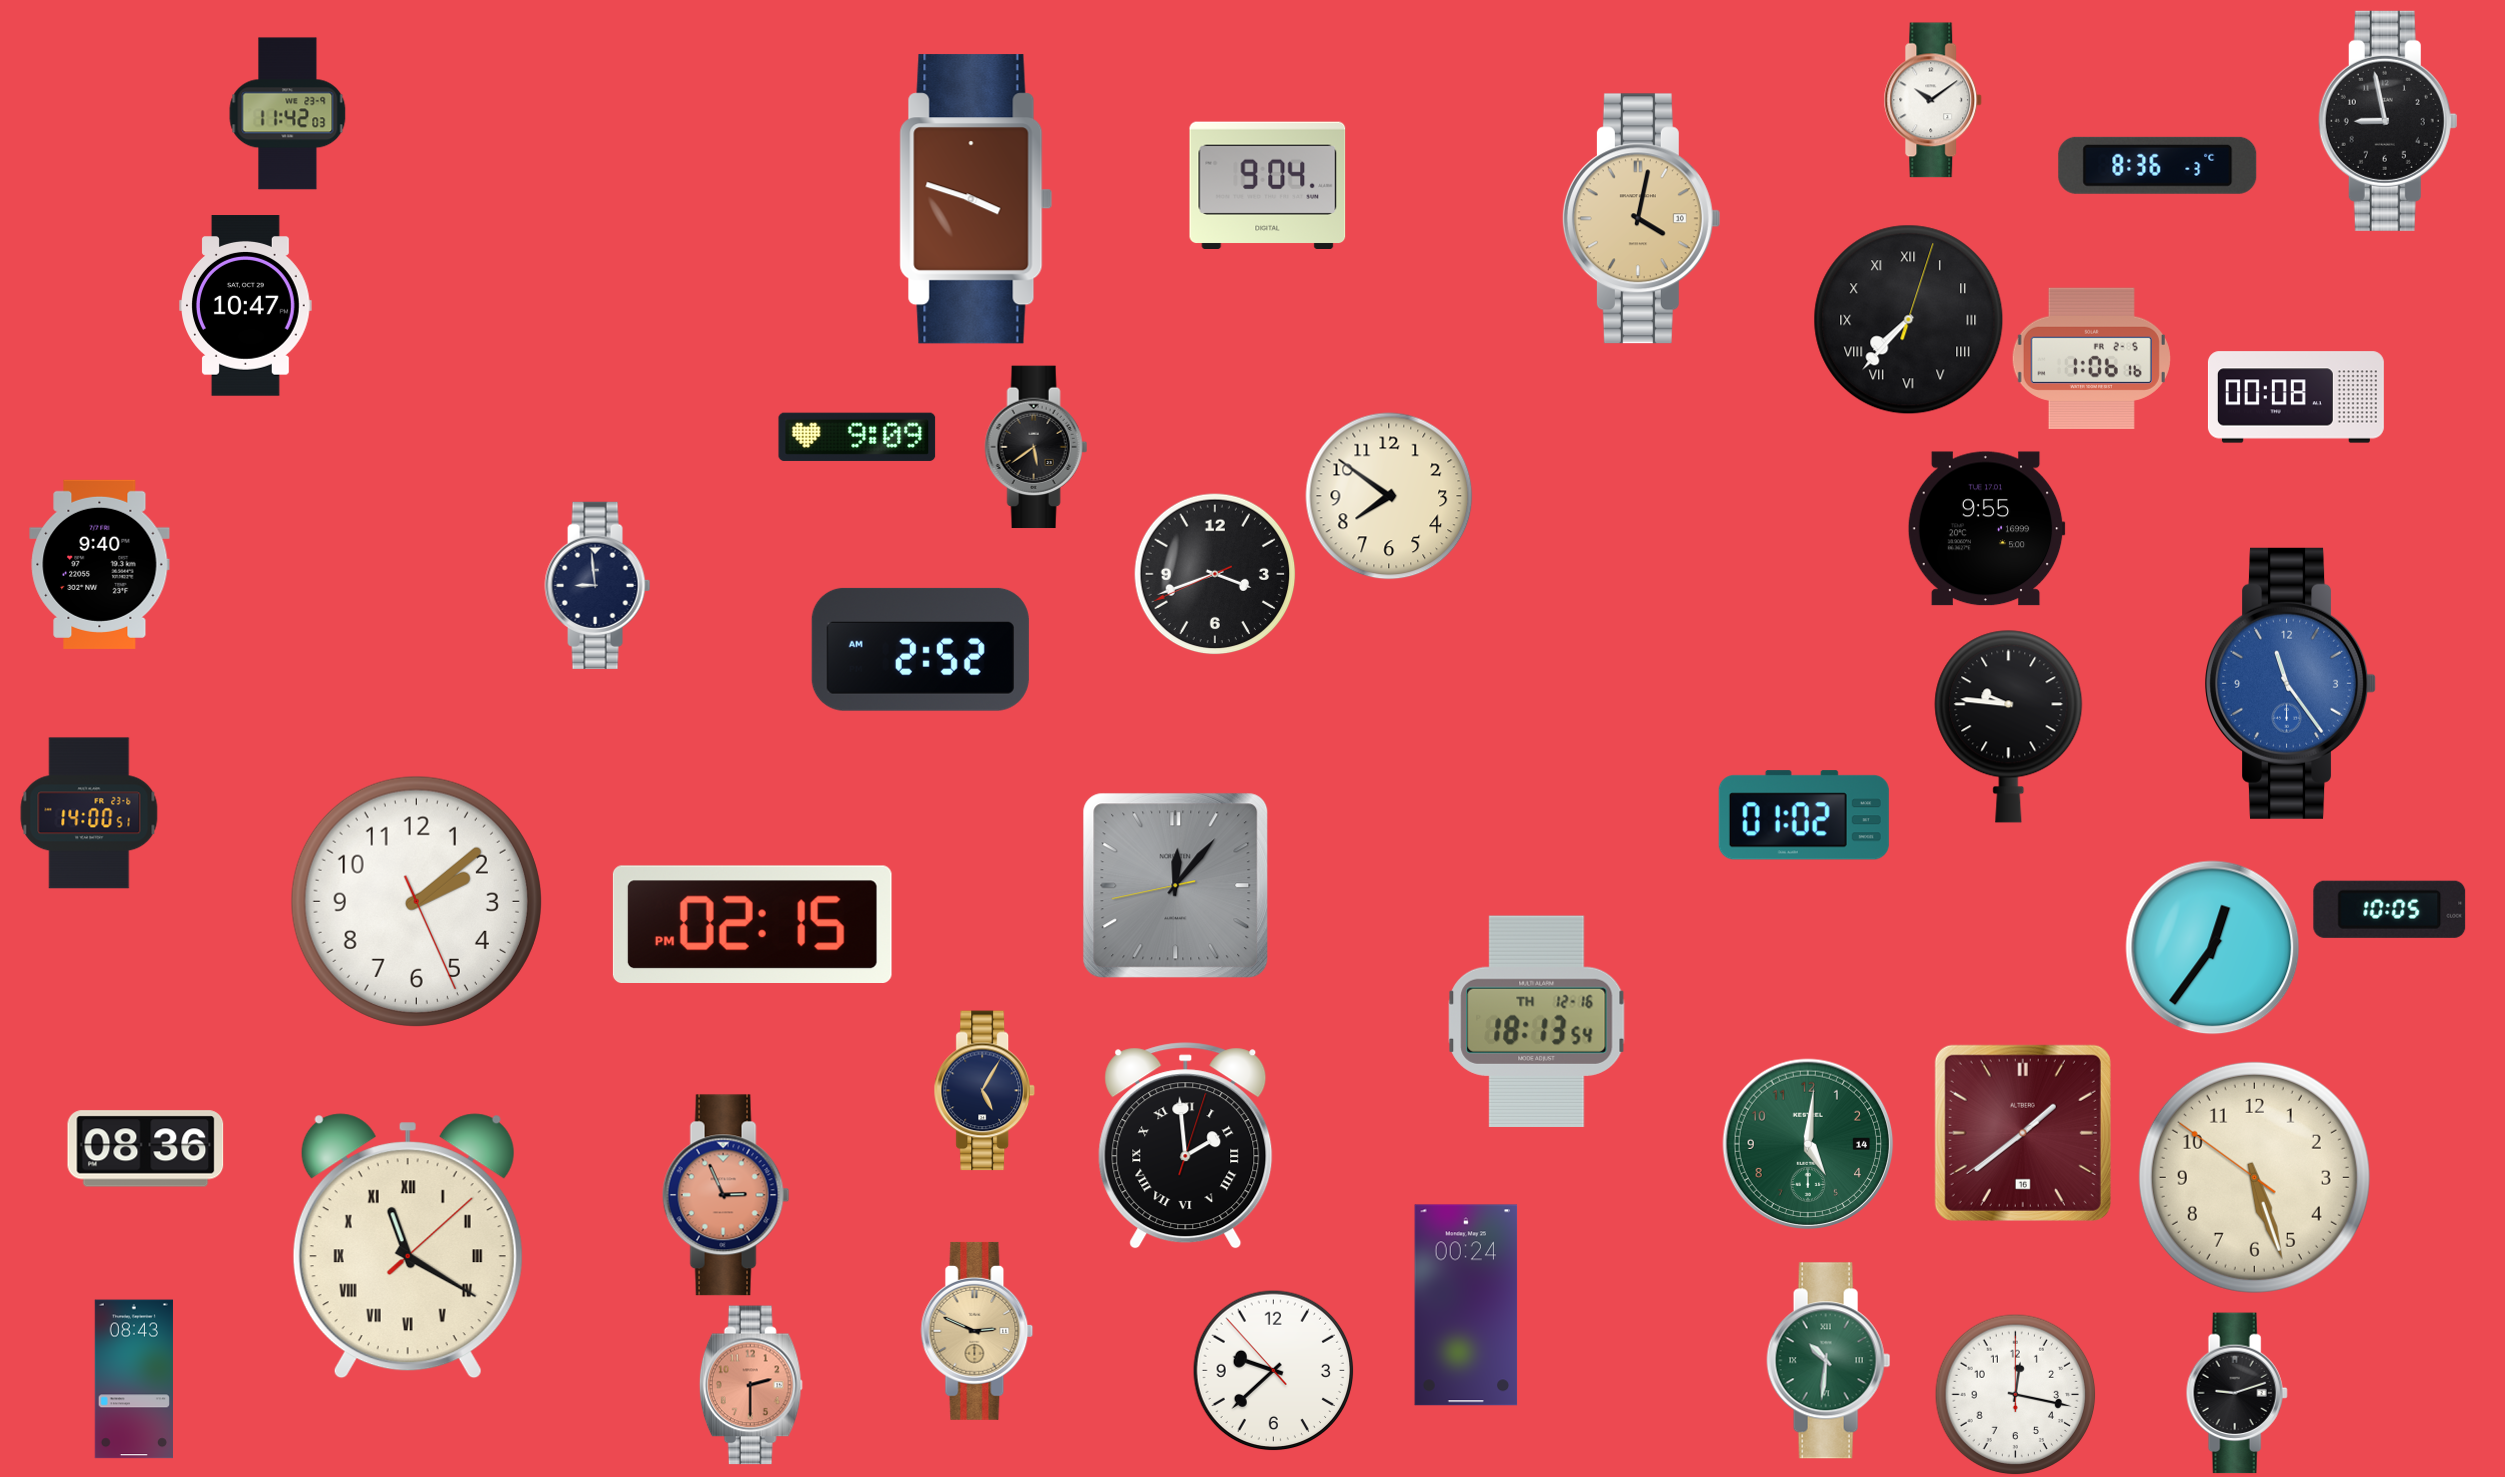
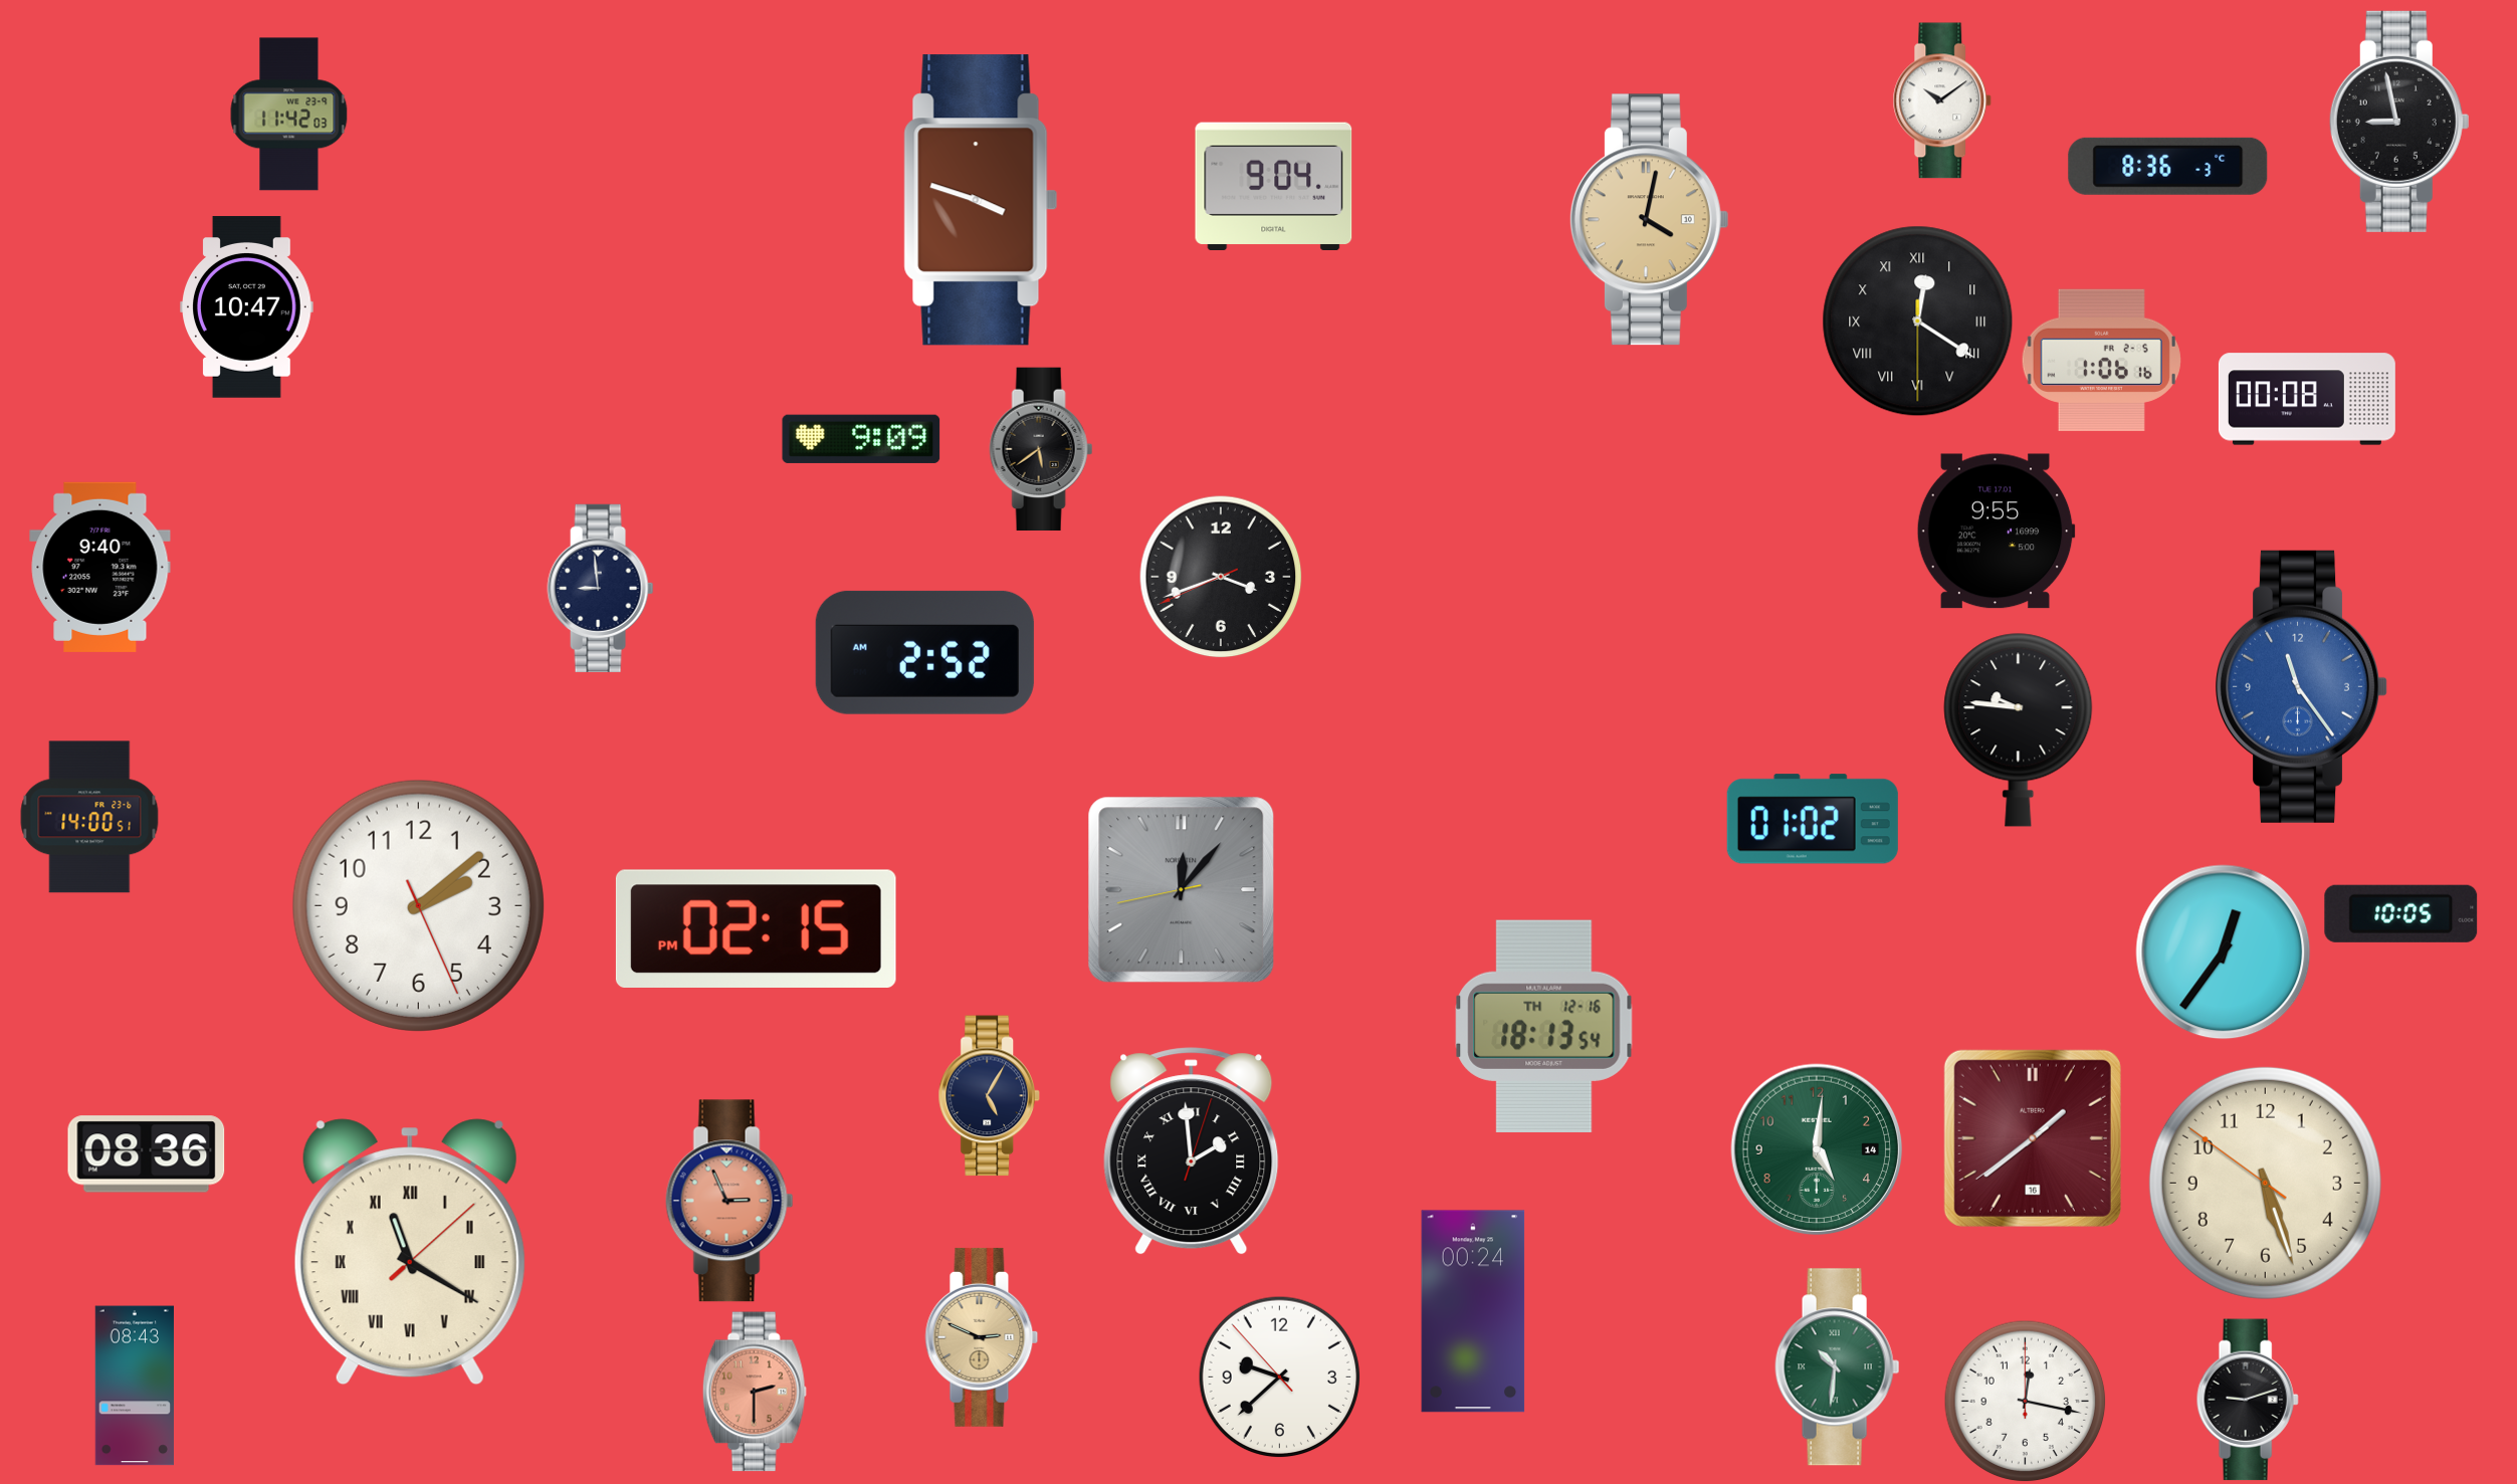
clock at (1909, 320): 7:37 -> 12:20
clock at (1389, 496): 7:51 -> none
